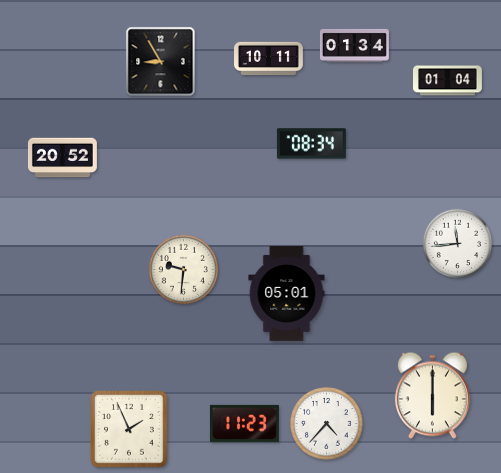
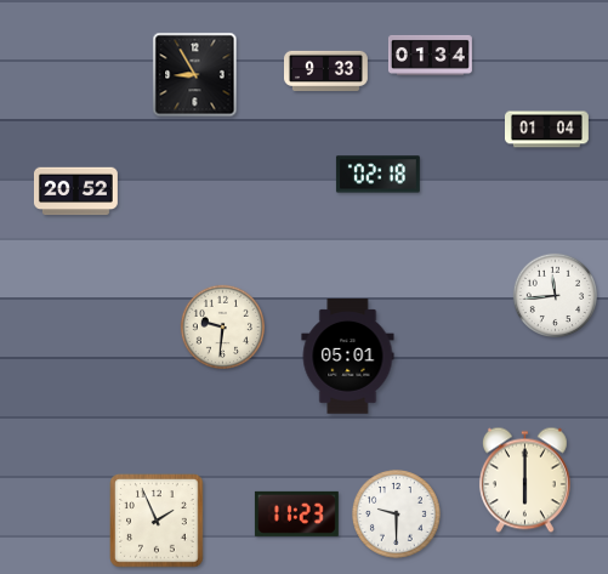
clock at (269, 58): 10:11 -> 9:33
clock at (448, 81) position: (448, 81) -> (547, 130)
clock at (311, 144): 08:34 -> 02:18
clock at (327, 424): 4:37 -> 9:30
